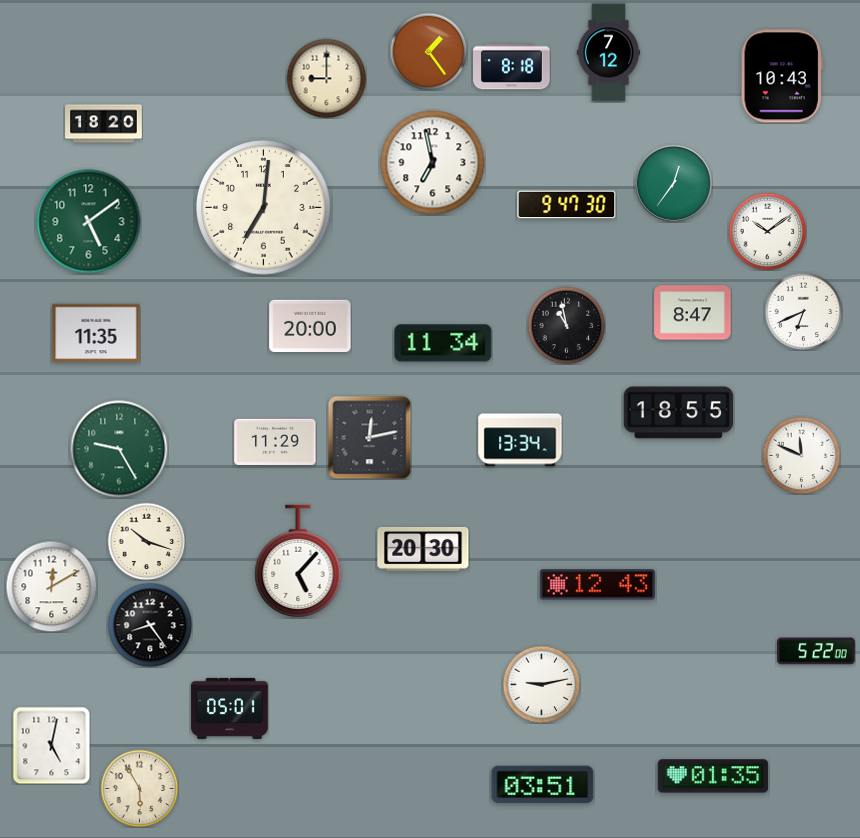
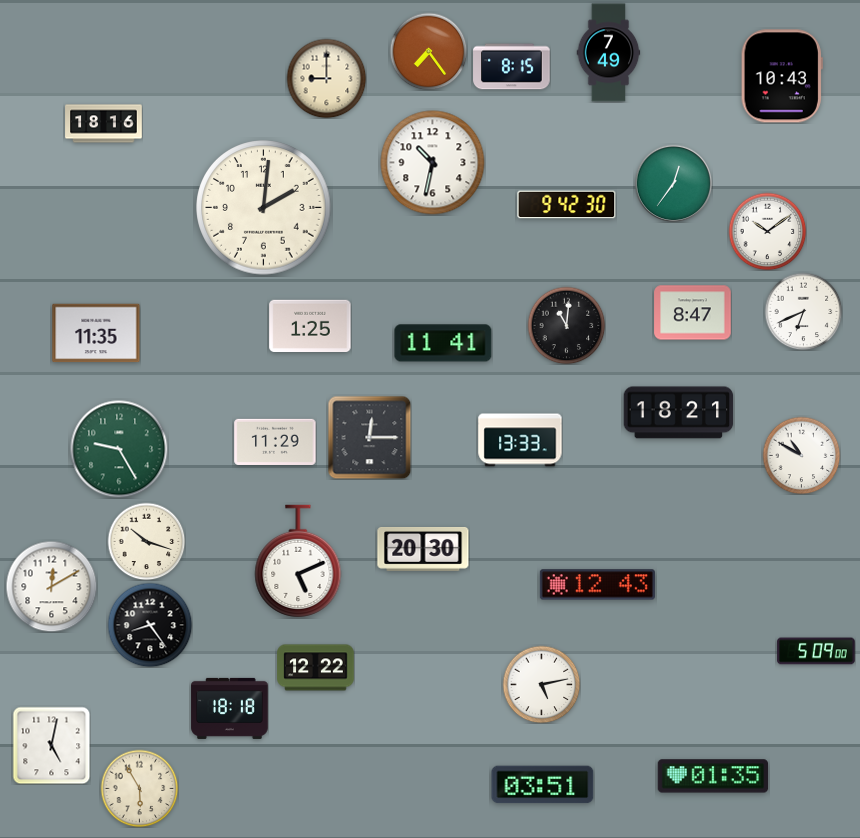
clock at (428, 51): 1:24 -> 7:24
clock at (609, 53): 7:12 -> 7:49
clock at (512, 67): 8:18 -> 8:15
clock at (104, 124): 18:20 -> 18:16
clock at (433, 163): 6:58 -> 10:32
clock at (567, 205): 9:47 -> 9:42
clock at (264, 208): 7:01 -> 2:01
clock at (89, 222): 5:09 -> none
clock at (310, 325): 20:00 -> 1:25
clock at (566, 325): 10:58 -> 11:01
clock at (443, 343): 11:34 -> 11:41
clock at (679, 413): 18:55 -> 18:21
clock at (369, 437): 12:13 -> 12:15
clock at (520, 440): 13:34 -> 13:33
clock at (801, 455): 11:49 -> 10:50
clock at (298, 561): 5:07 -> 5:11
clock at (816, 651): 5:22 -> 5:09
clock at (316, 668): none -> 12:22
clock at (541, 684): 9:13 -> 5:13
clock at (230, 708): 05:01 -> 18:18
